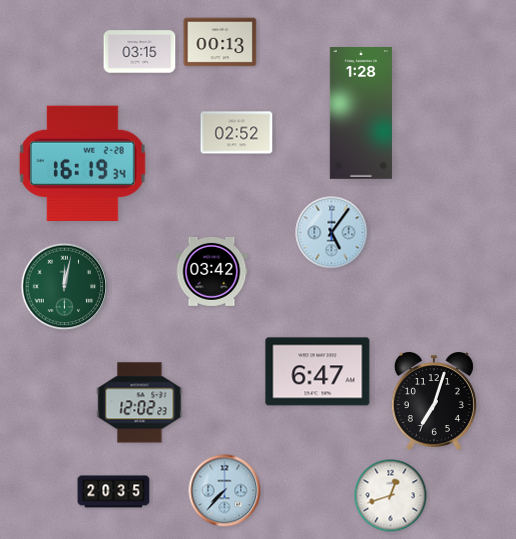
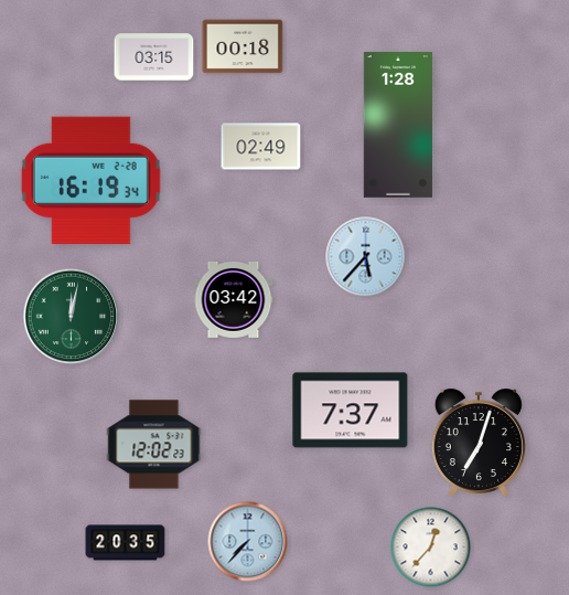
clock at (220, 42): 00:13 -> 00:18
clock at (237, 133): 02:52 -> 02:49
clock at (332, 233): 5:06 -> 5:37
clock at (318, 372): 6:47 -> 7:37
clock at (391, 496): 12:42 -> 12:37
